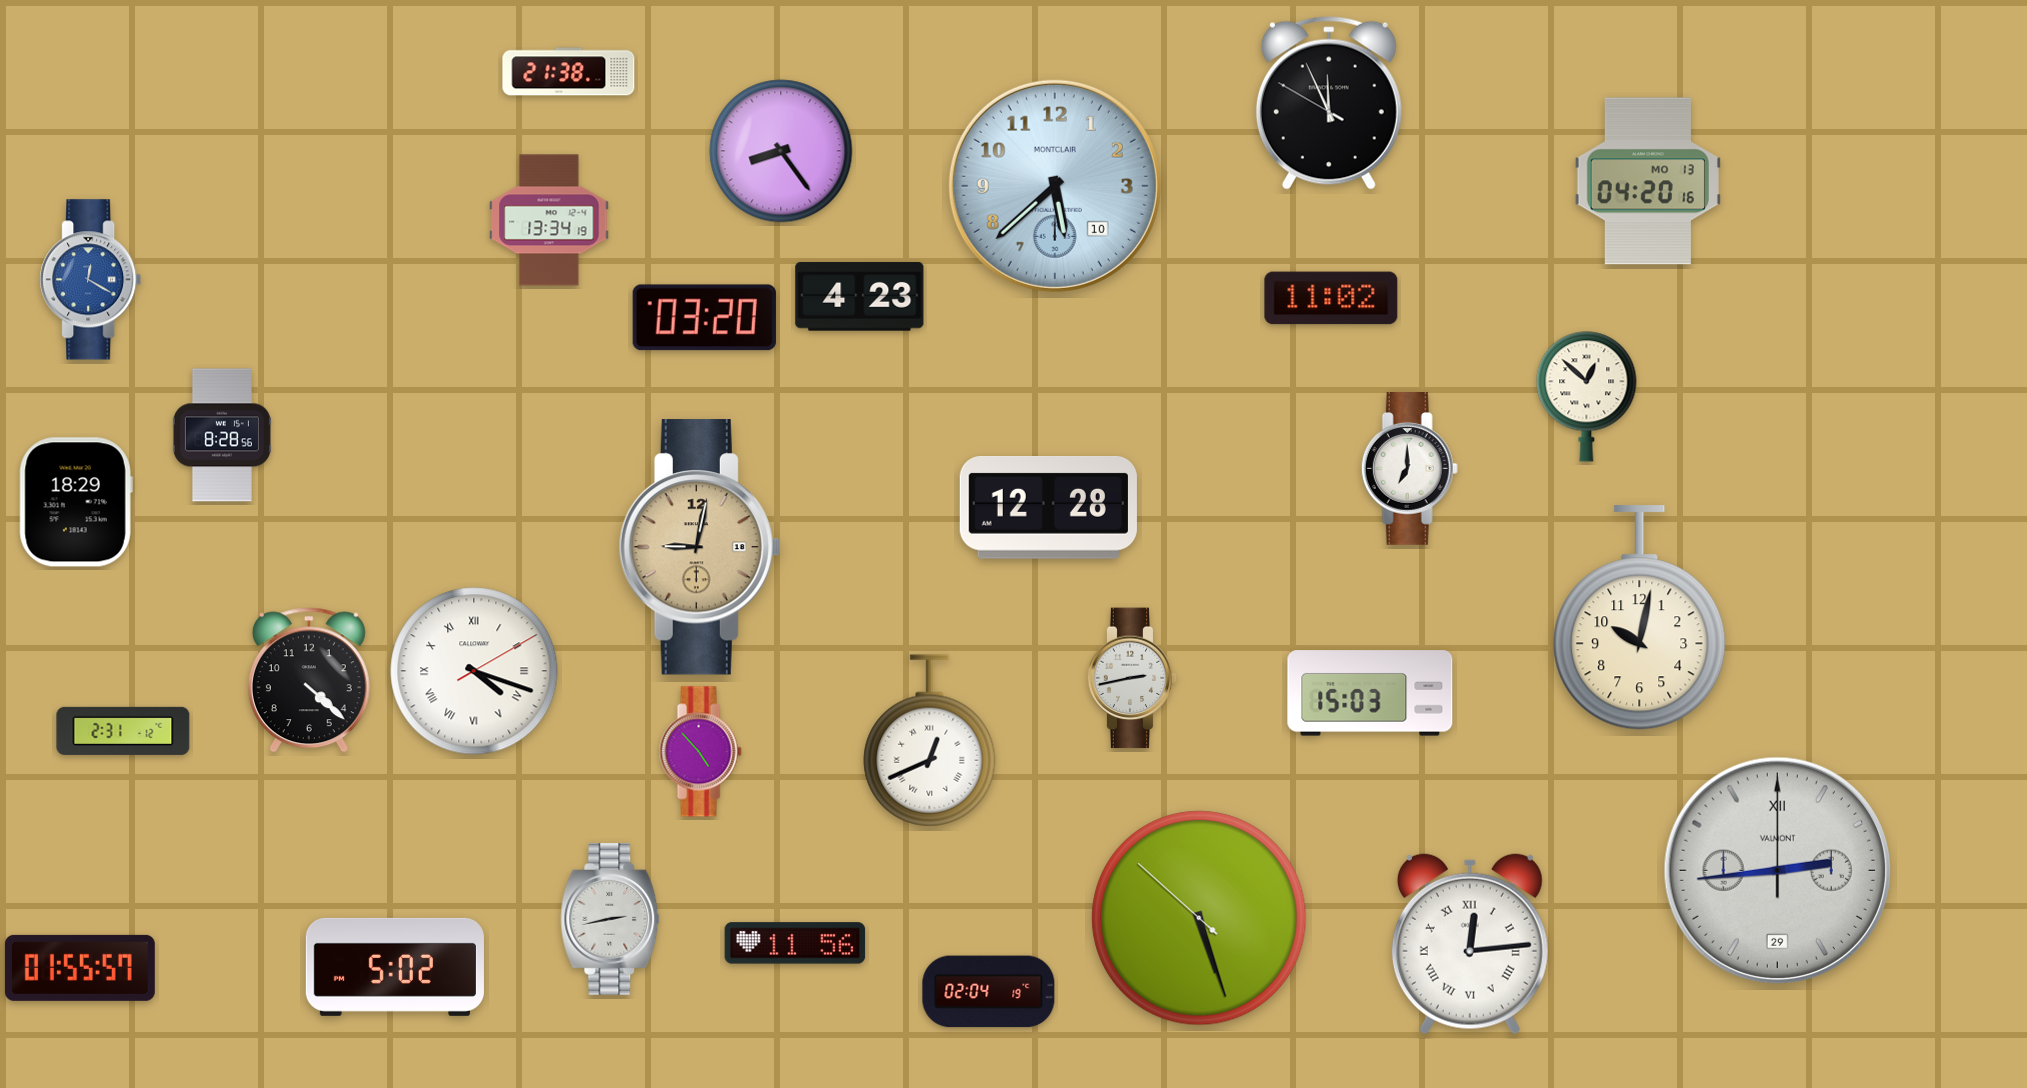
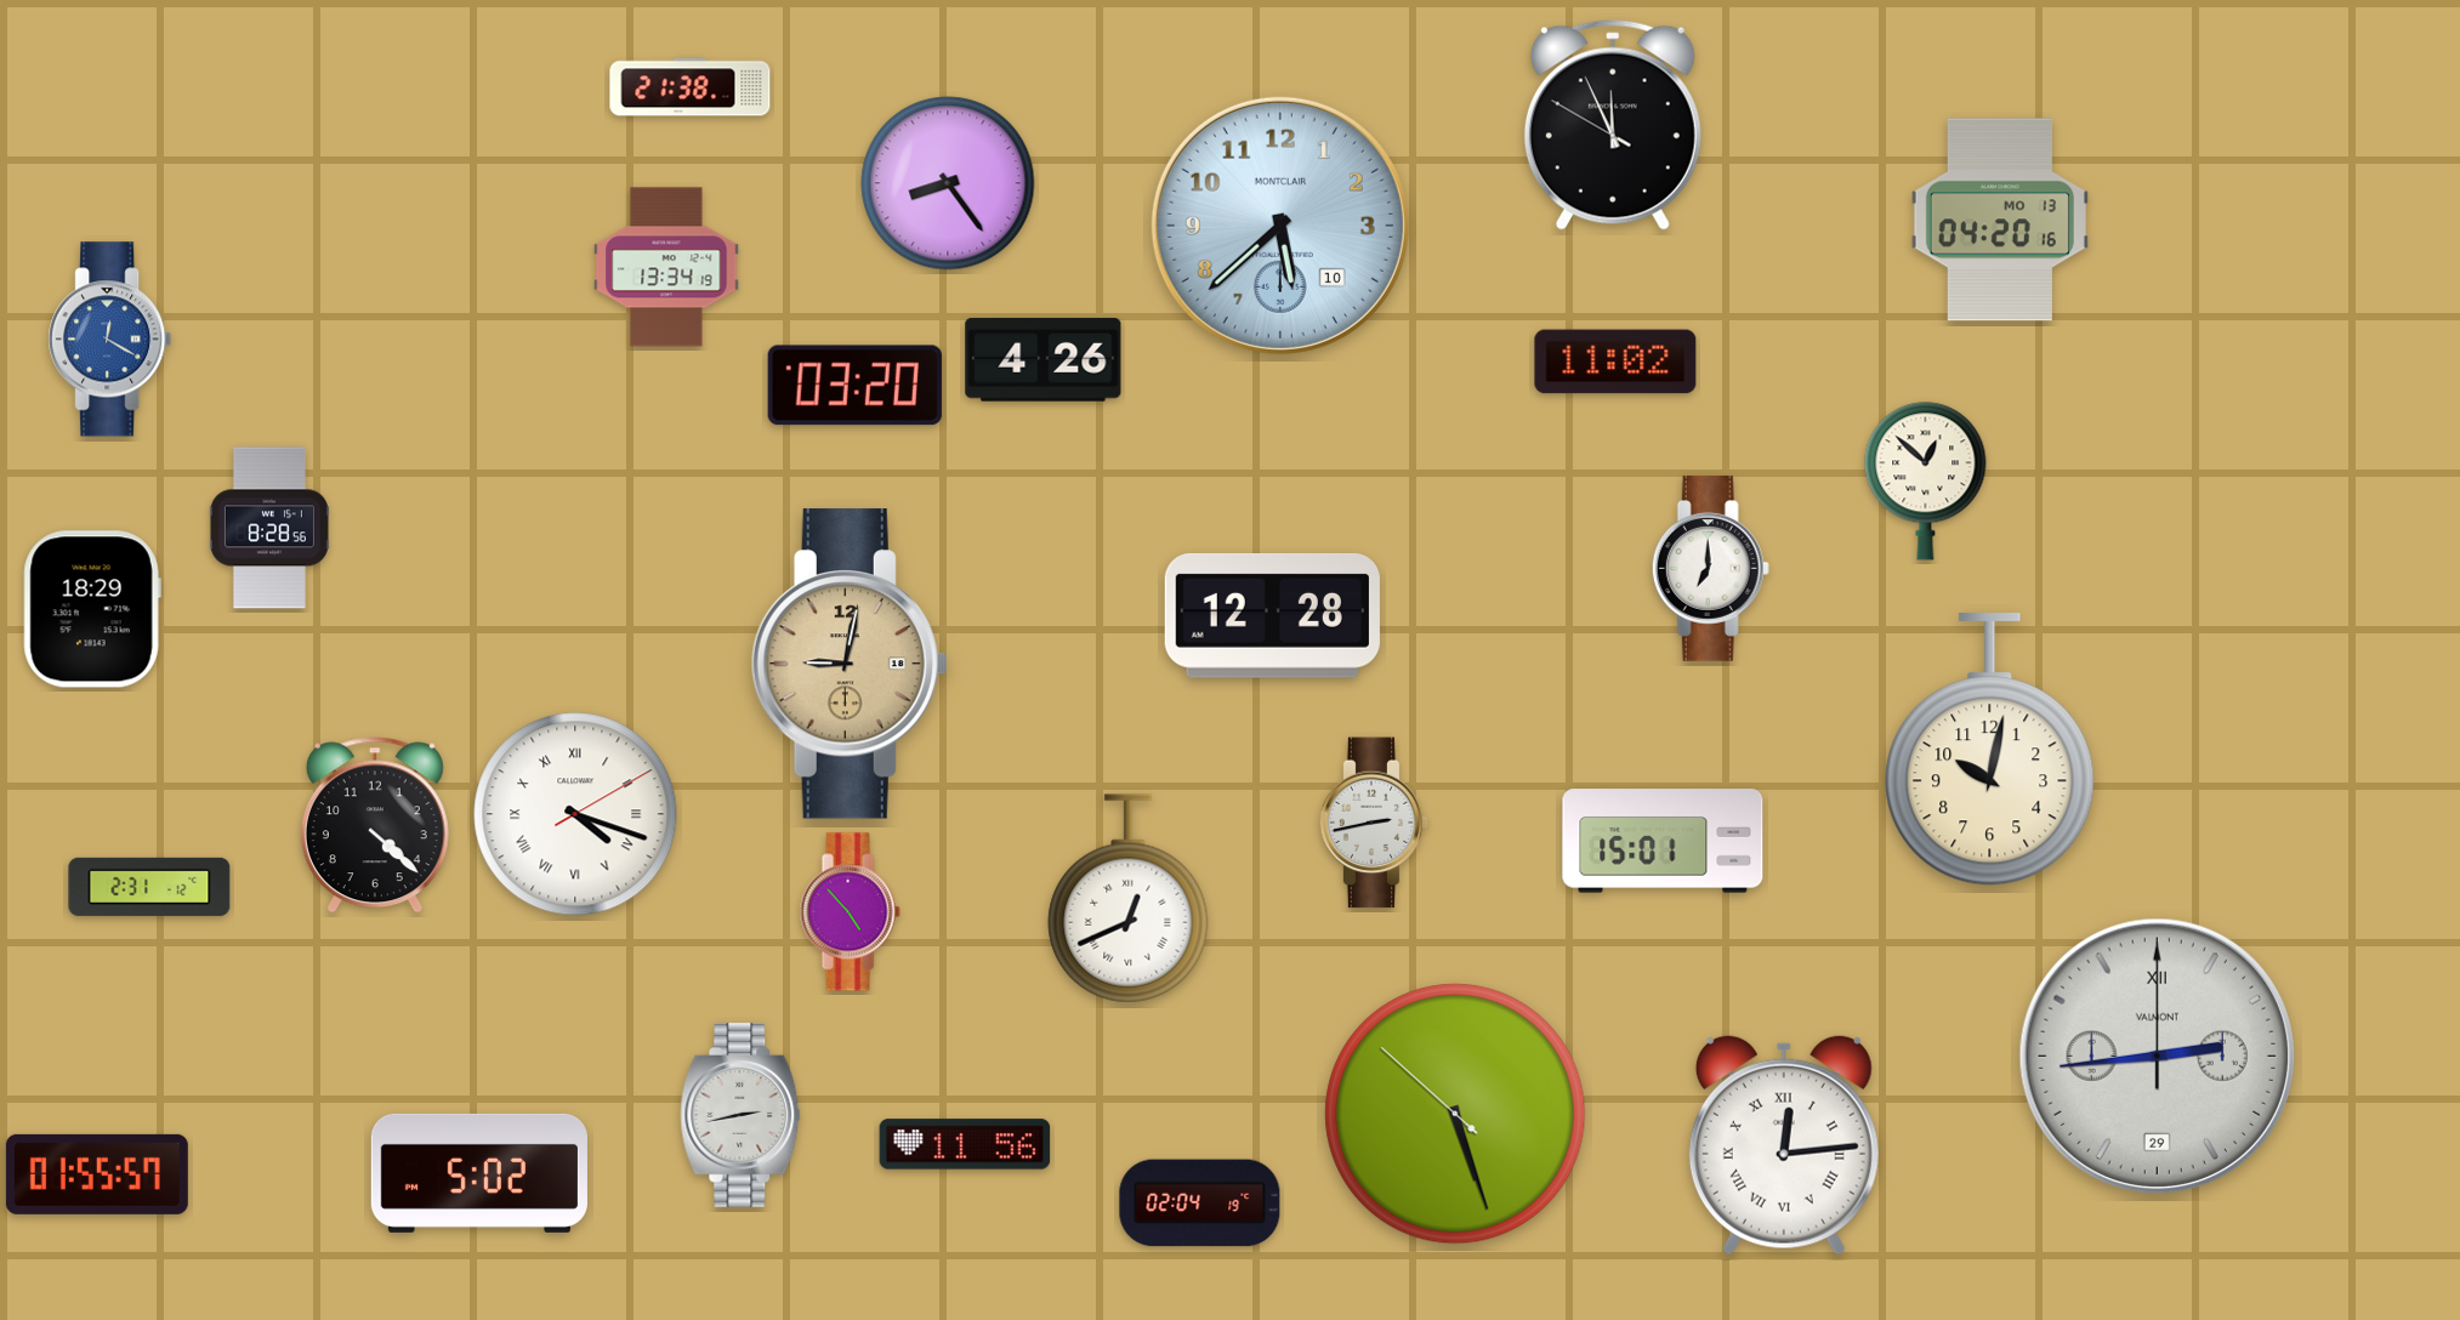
clock at (860, 297): 4:23 -> 4:26
clock at (1370, 693): 15:03 -> 15:01
